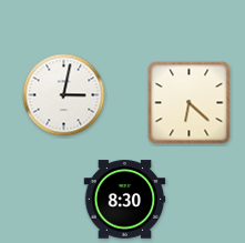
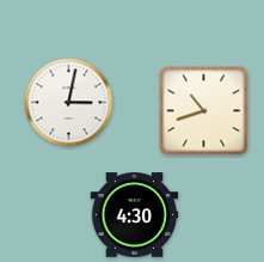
clock at (190, 103): 6:22 -> 10:42
clock at (125, 200): 8:30 -> 4:30
